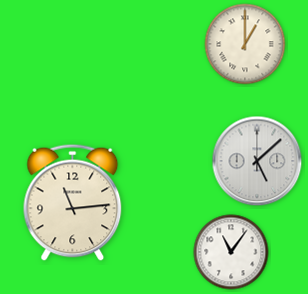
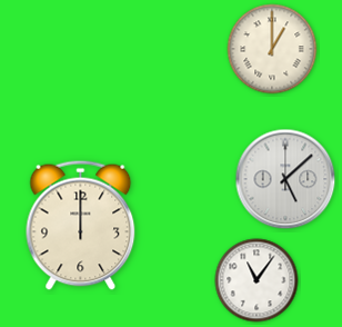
clock at (73, 202): 11:14 -> 12:00
